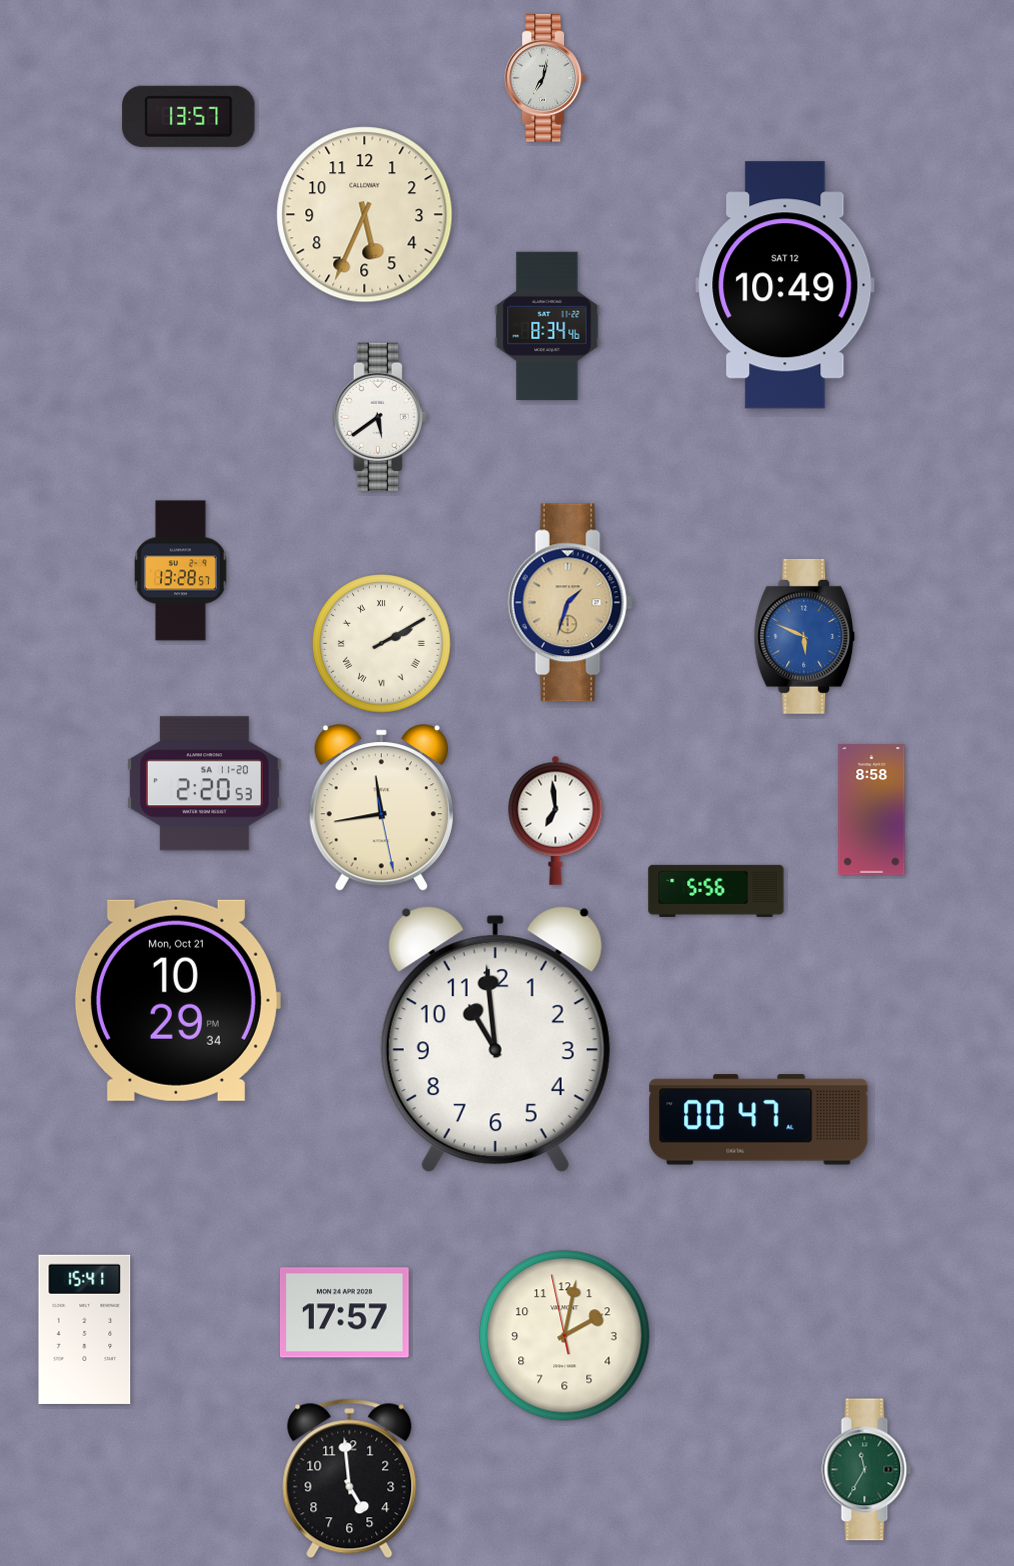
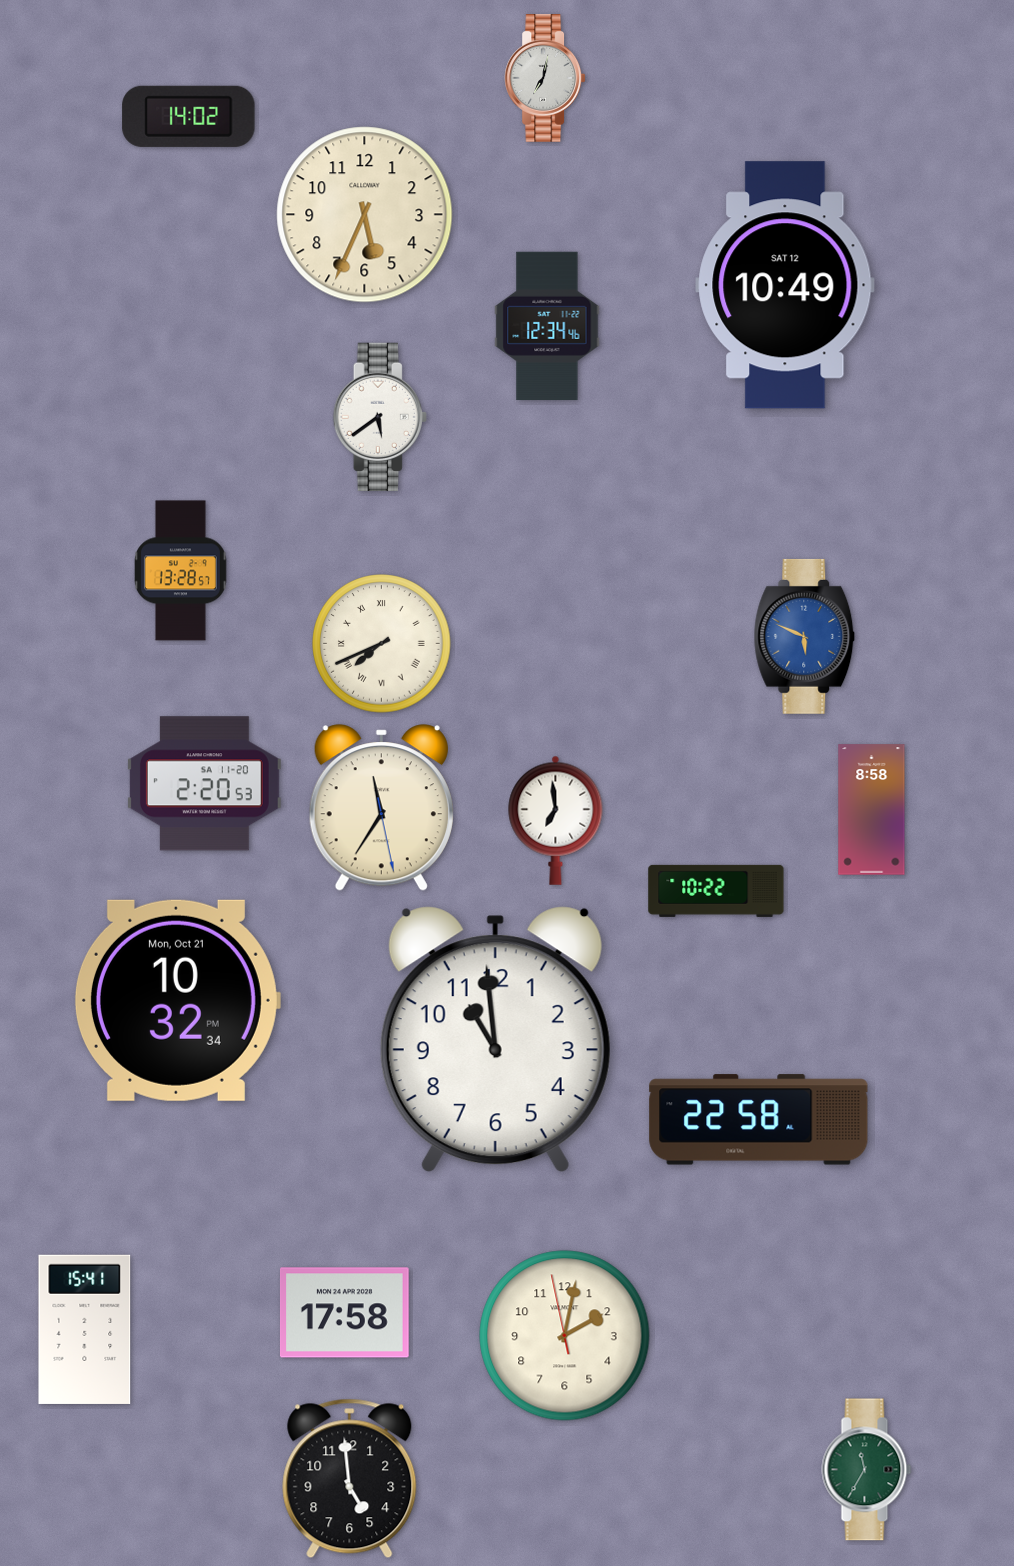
clock at (189, 116): 13:57 -> 14:02
clock at (547, 326): 8:34 -> 12:34
clock at (570, 603): 1:33 -> none
clock at (382, 644): 2:10 -> 7:41
clock at (381, 808): 11:43 -> 11:35
clock at (716, 891): 5:56 -> 10:22
clock at (177, 1000): 10:29 -> 10:32
clock at (759, 1120): 00:47 -> 22:58
clock at (344, 1313): 17:57 -> 17:58
